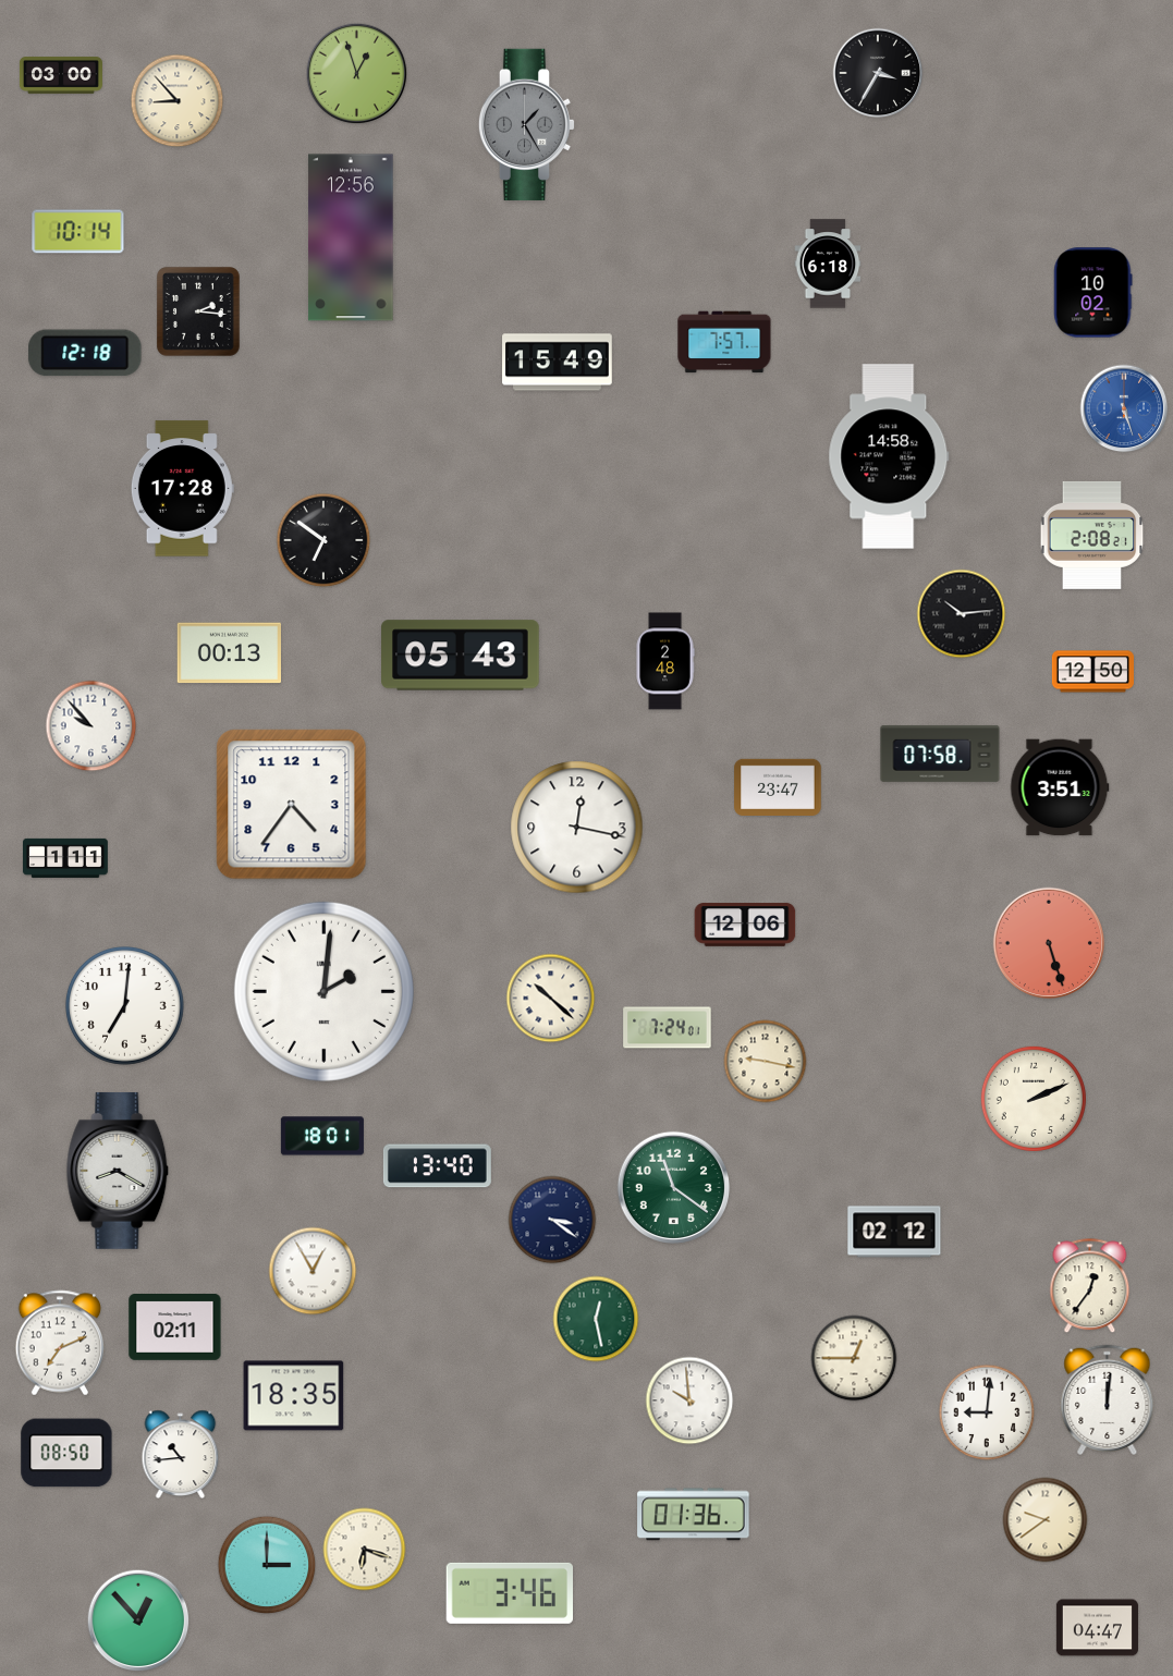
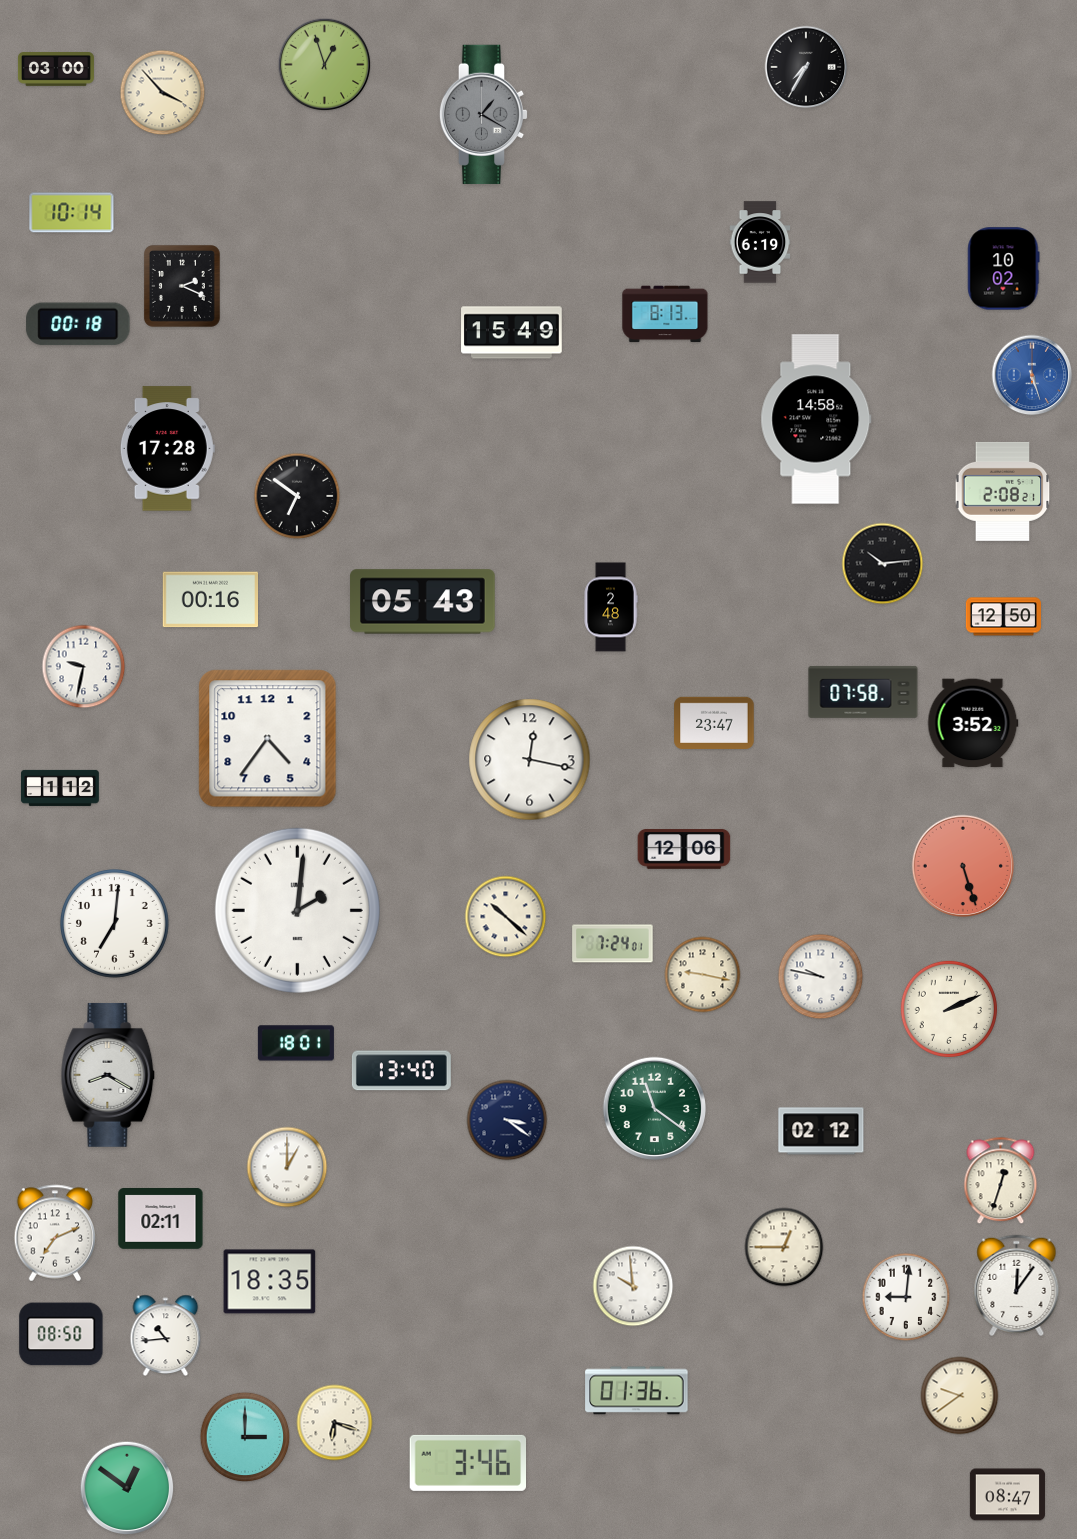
clock at (878, 73): 3:35 -> 7:35
clock at (357, 74) position: (357, 74) -> (325, 65)
clock at (178, 101): 8:53 -> 3:53
clock at (527, 124): 1:25 -> 1:20
clock at (351, 237): 12:56 -> none
clock at (828, 264): 6:18 -> 6:19
clock at (198, 311): 2:16 -> 2:19
clock at (724, 342): 7:57 -> 8:13
clock at (85, 353): 12:18 -> 00:18
clock at (229, 653): 00:13 -> 00:16
clock at (91, 726): 9:53 -> 9:32
clock at (1060, 787): 3:51 -> 3:52
clock at (66, 858): 1:11 -> 1:12
clock at (821, 977): none -> 9:47
clock at (674, 1188) position: (674, 1188) -> (655, 1109)
clock at (313, 1271): 12:55 -> 1:00
clock at (1090, 1286): 12:36 -> 12:33
clock at (596, 1319): 12:28 -> none
clock at (1108, 1399): 12:01 -> 12:06
clock at (138, 1620): 12:53 -> 12:51
clock at (1097, 1628): 04:47 -> 08:47
